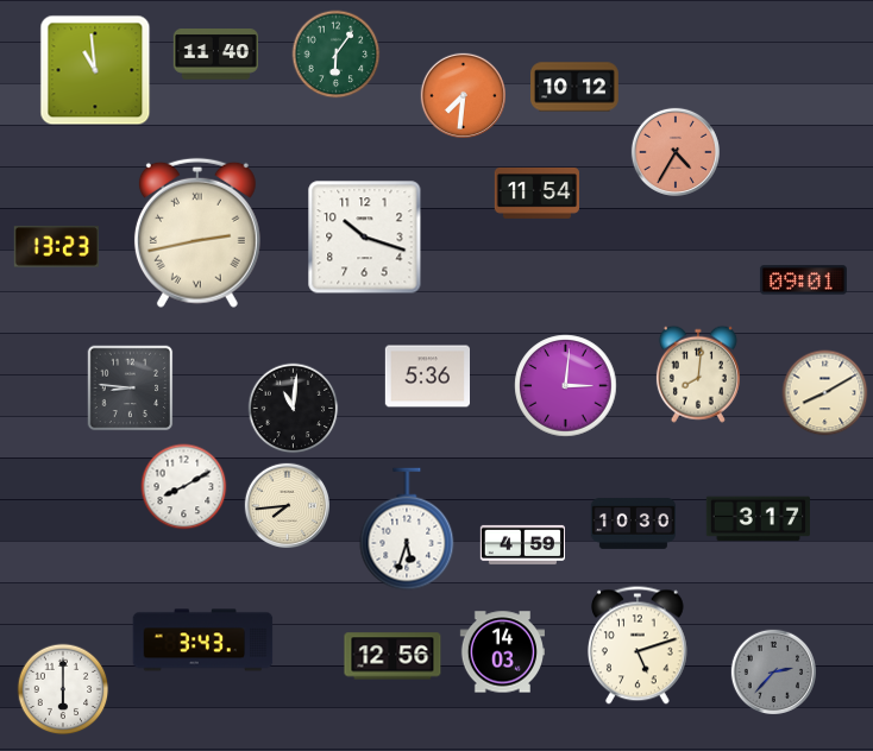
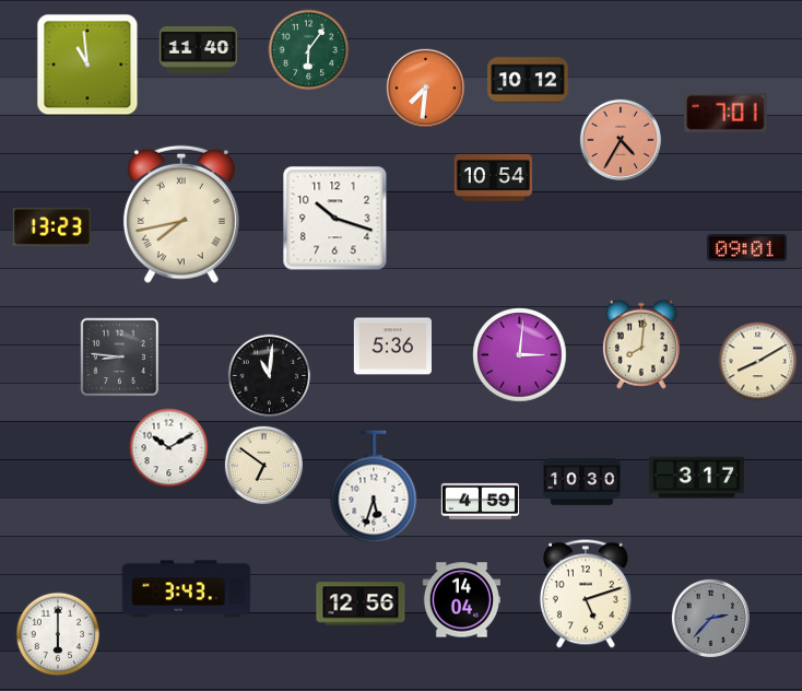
clock at (726, 113): none -> 7:01
clock at (536, 194): 11:54 -> 10:54
clock at (197, 233): 2:43 -> 7:43
clock at (803, 280) position: (803, 280) -> (746, 248)
clock at (184, 487): 8:10 -> 10:10
clock at (287, 505): 7:44 -> 6:51
clock at (502, 652): 14:03 -> 14:04
